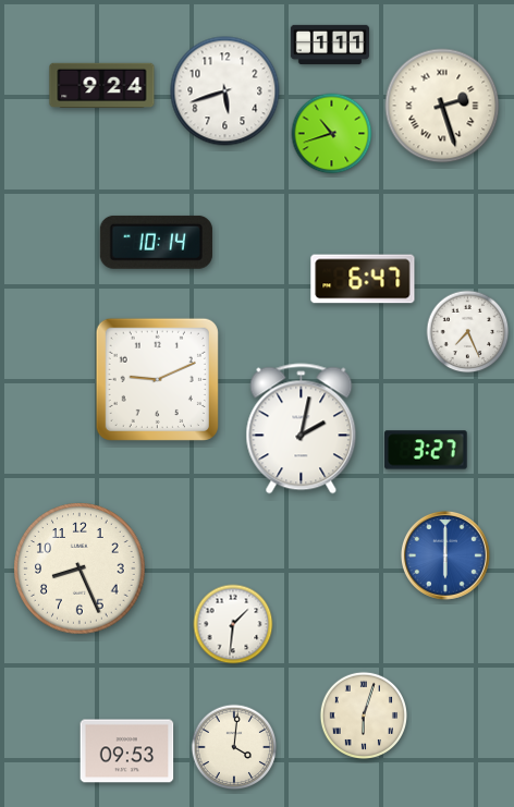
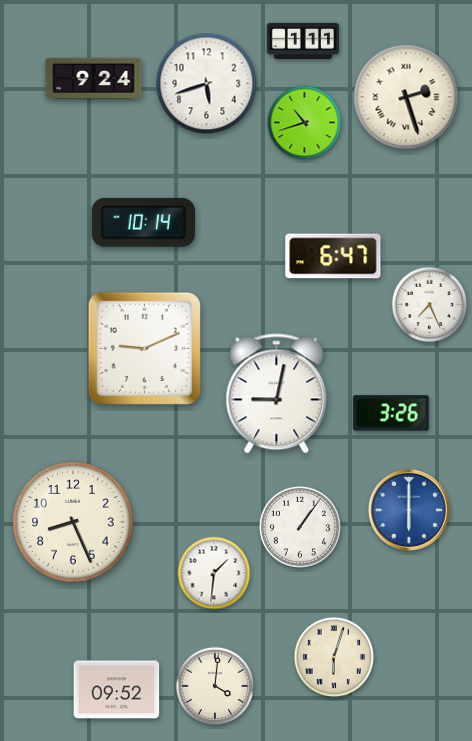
clock at (302, 429): 2:02 -> 9:02
clock at (426, 450): 3:27 -> 3:26
clock at (300, 527): none -> 1:06
clock at (127, 751): 09:53 -> 09:52
